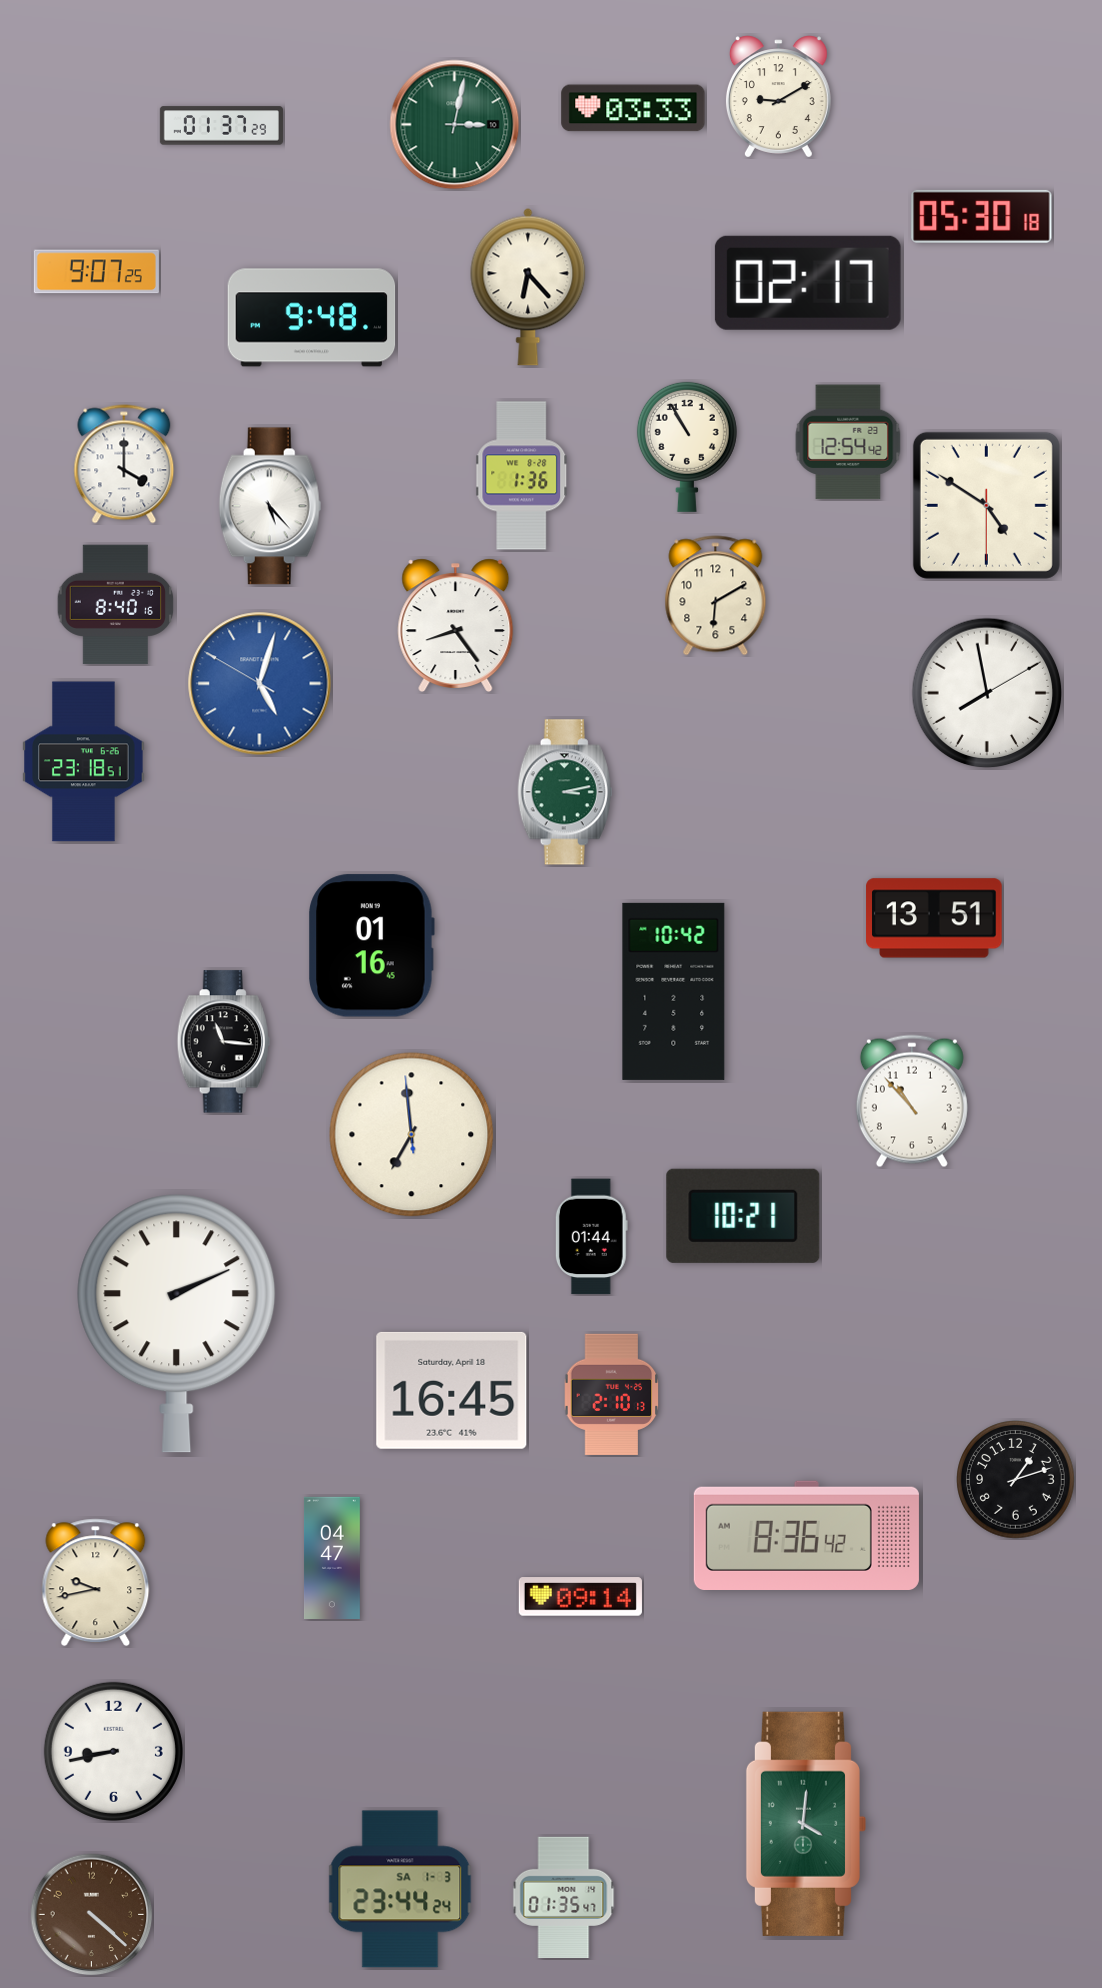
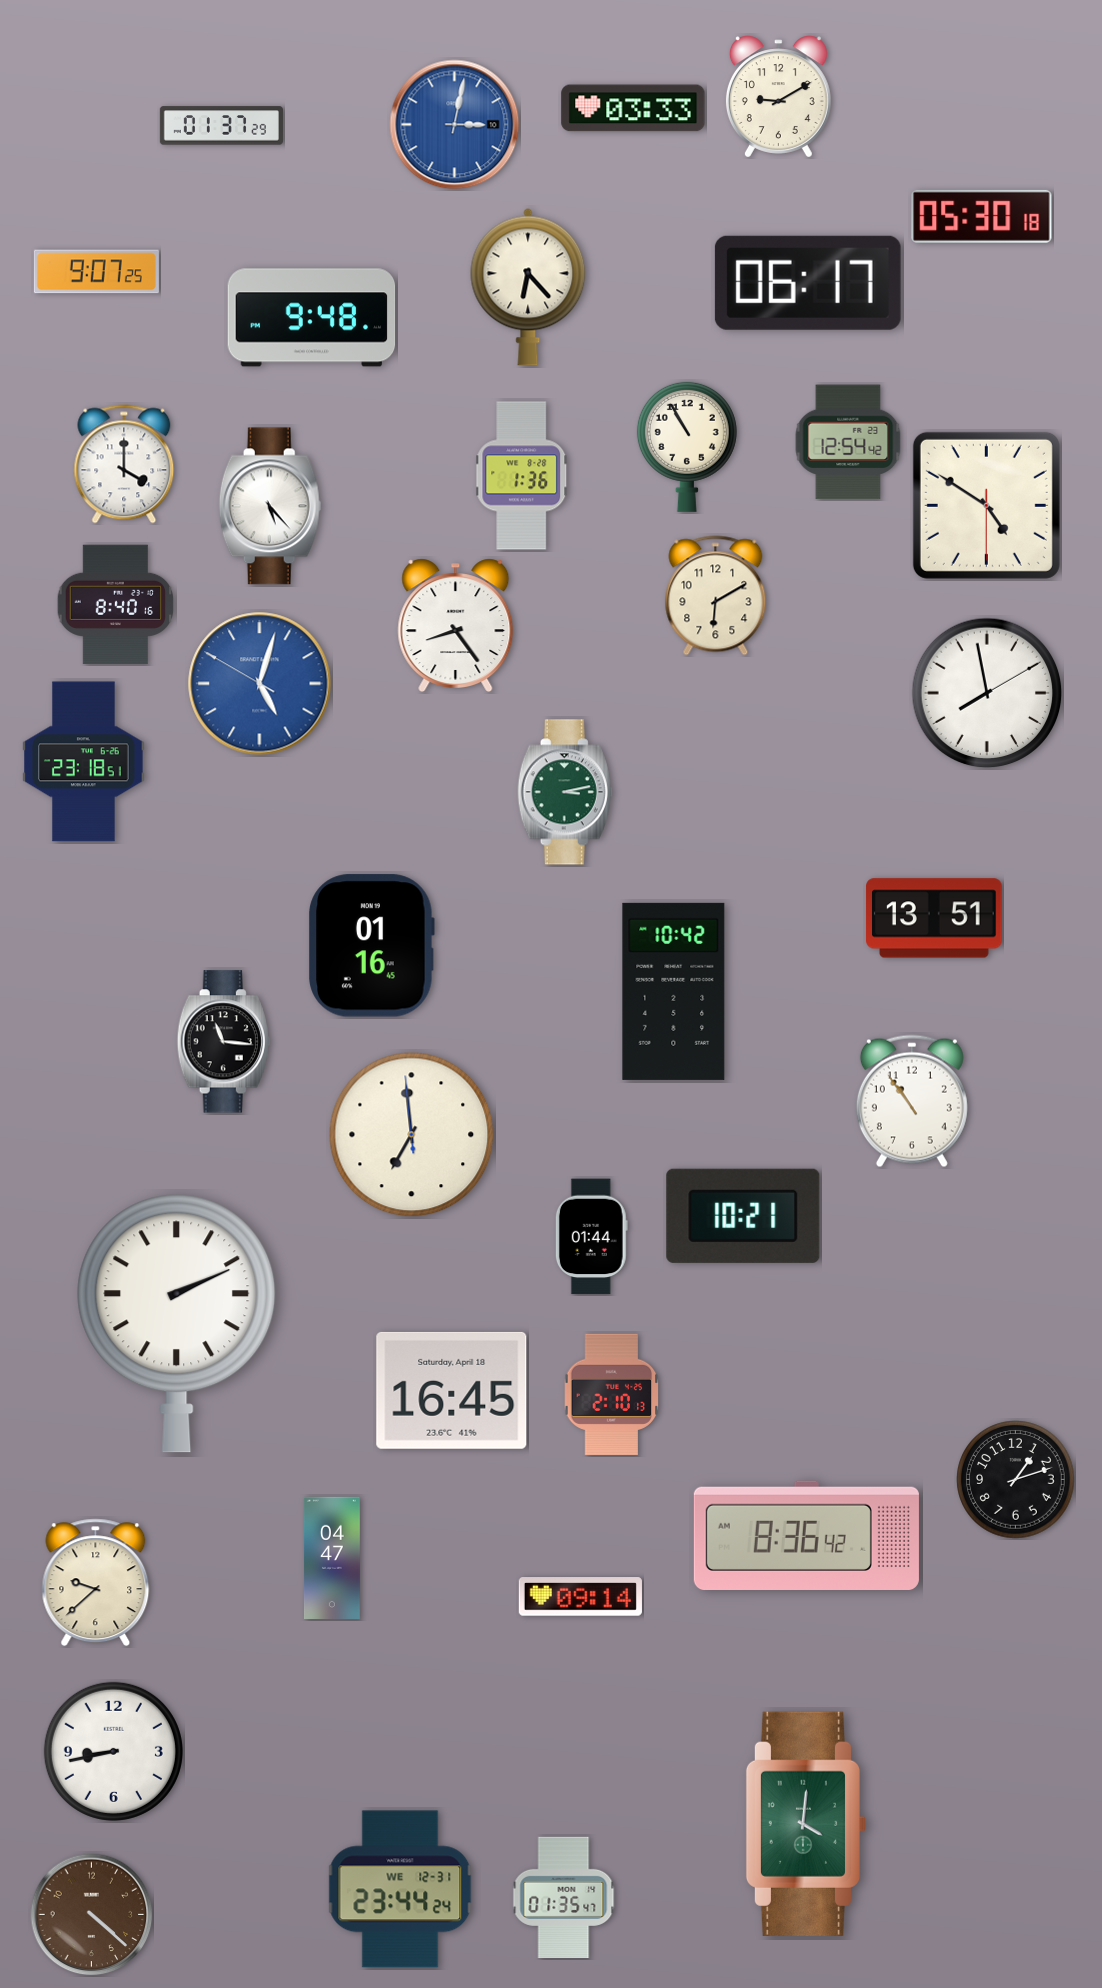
clock at (455, 125) dial: green -> blue
clock at (808, 283): 02:17 -> 06:17
clock at (912, 1101): 10:53 -> 10:54
clock at (96, 1583): 9:43 -> 9:38
clock at (400, 1889) date: SA 1-3 -> WE 12-31
